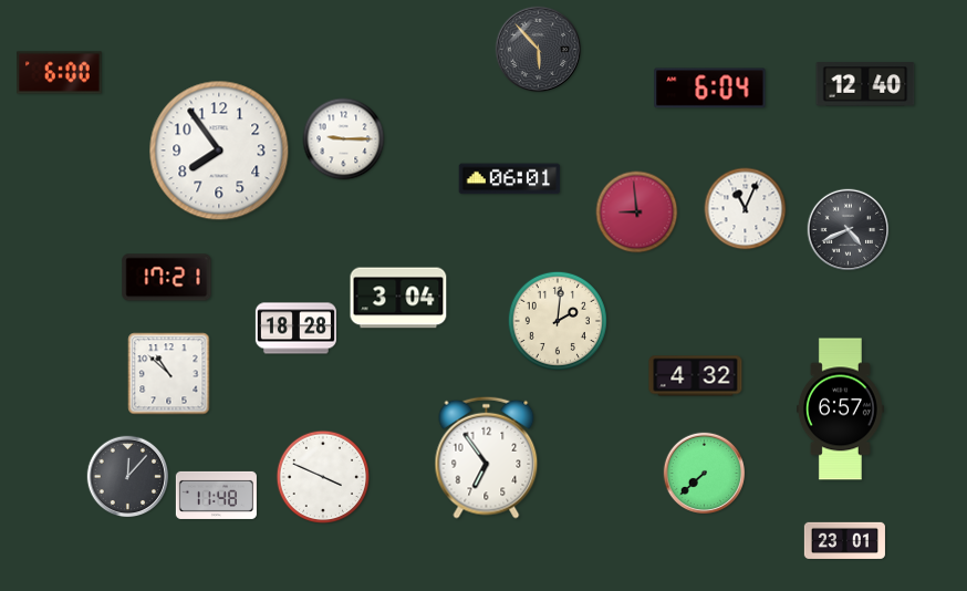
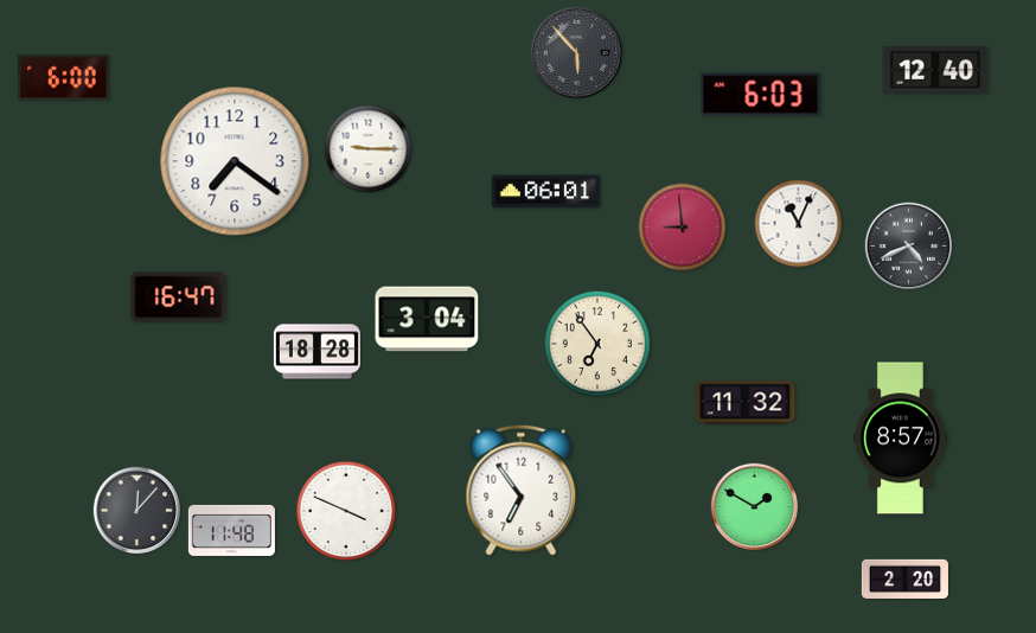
clock at (865, 84) position: (865, 84) -> (935, 70)
clock at (710, 89): 6:04 -> 6:03
clock at (219, 151): 7:54 -> 7:21
clock at (167, 278): 17:21 -> 16:47
clock at (558, 321): 2:01 -> 6:54
clock at (169, 374): 10:52 -> none
clock at (696, 376): 4:32 -> 11:32
clock at (840, 409): 6:57 -> 8:57
clock at (705, 474): 7:38 -> 1:50
clock at (844, 540): 23:01 -> 2:20
